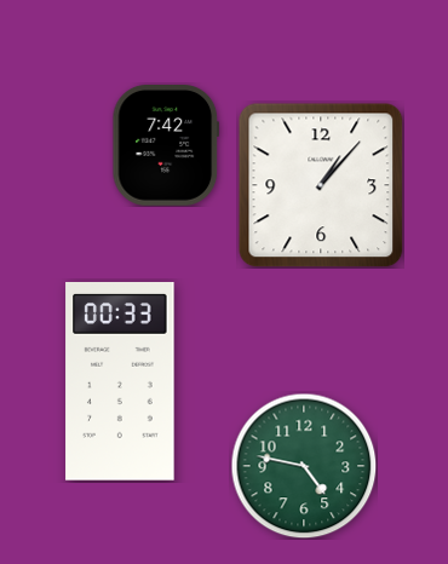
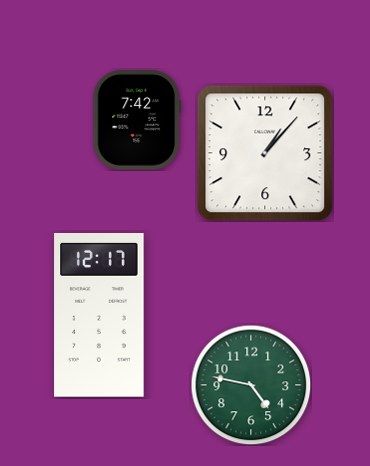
clock at (120, 382): 00:33 -> 12:17
